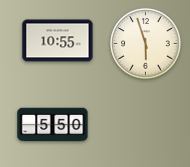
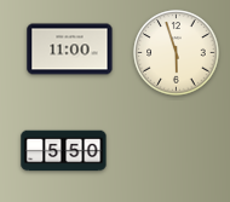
clock at (58, 41): 10:55 -> 11:00
